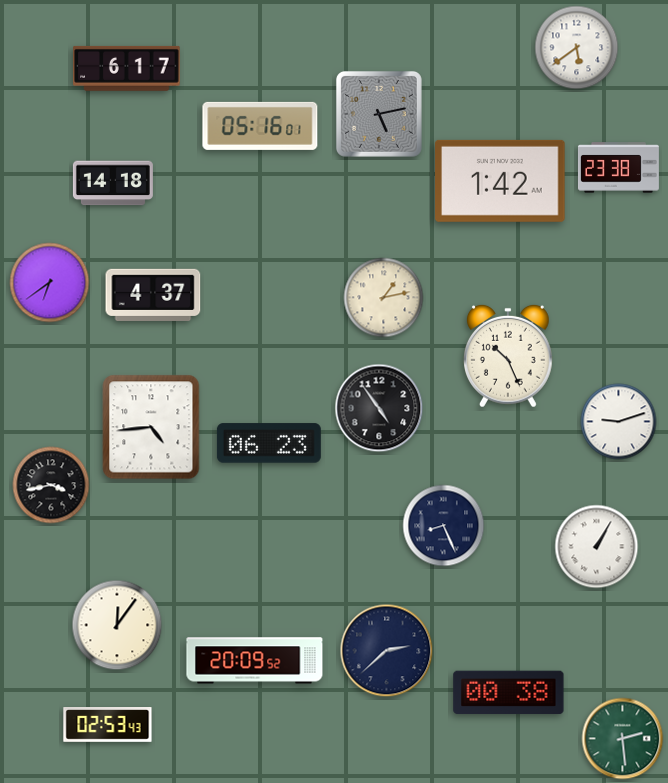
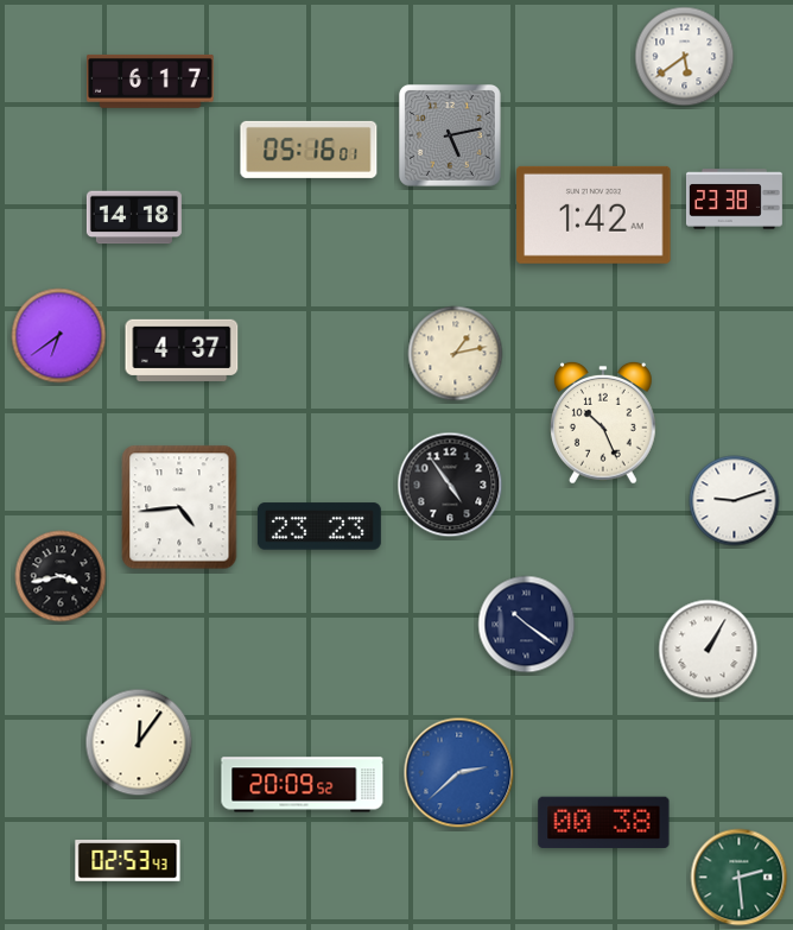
clock at (269, 443): 06:23 -> 23:23
clock at (444, 526): 8:26 -> 10:21
clock at (387, 651) dial: navy -> blue
